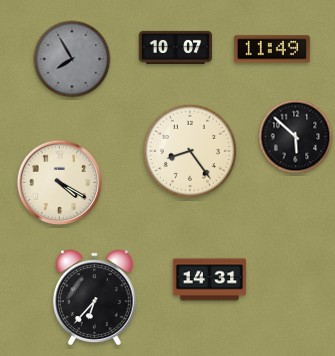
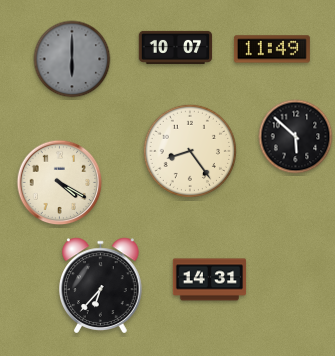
clock at (72, 59): 7:55 -> 6:00
clock at (95, 298) position: (95, 298) -> (101, 286)
